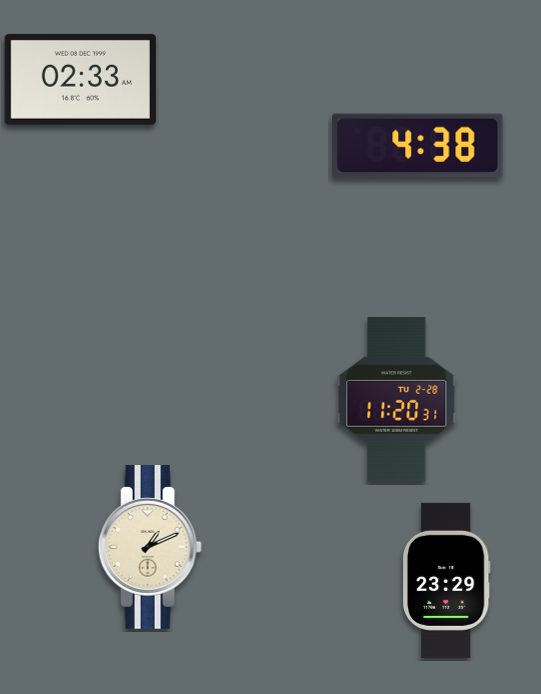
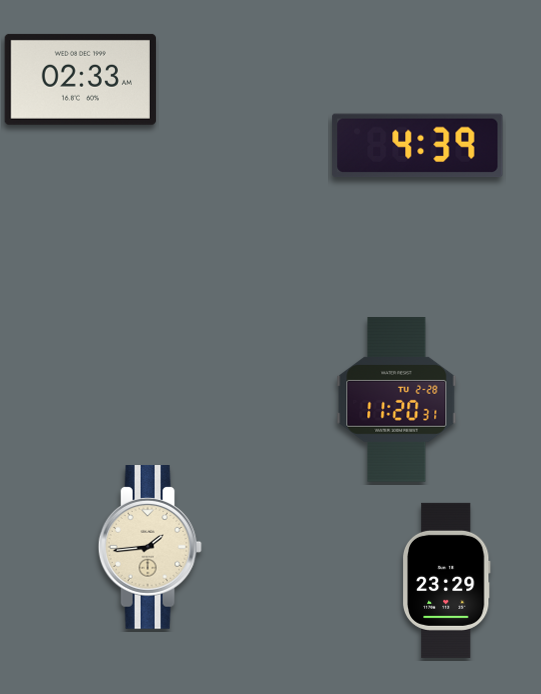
clock at (418, 146): 4:38 -> 4:39
clock at (150, 548): 1:11 -> 1:44
